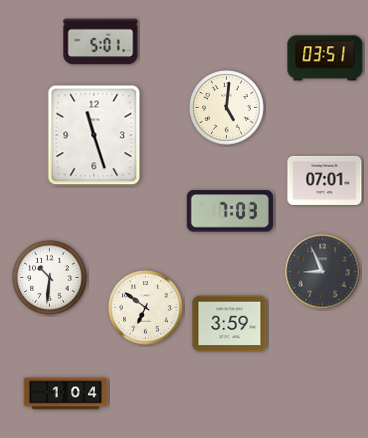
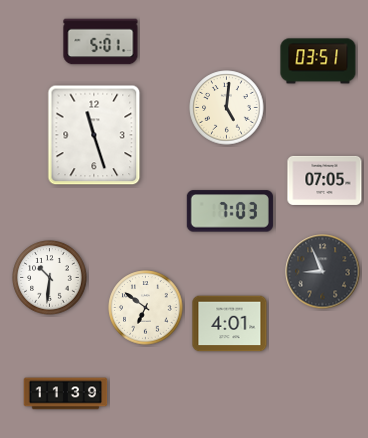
clock at (325, 58) position: (325, 58) -> (318, 61)
clock at (325, 180): 07:01 -> 07:05
clock at (230, 324): 3:59 -> 4:01
clock at (66, 394): 1:04 -> 11:39
